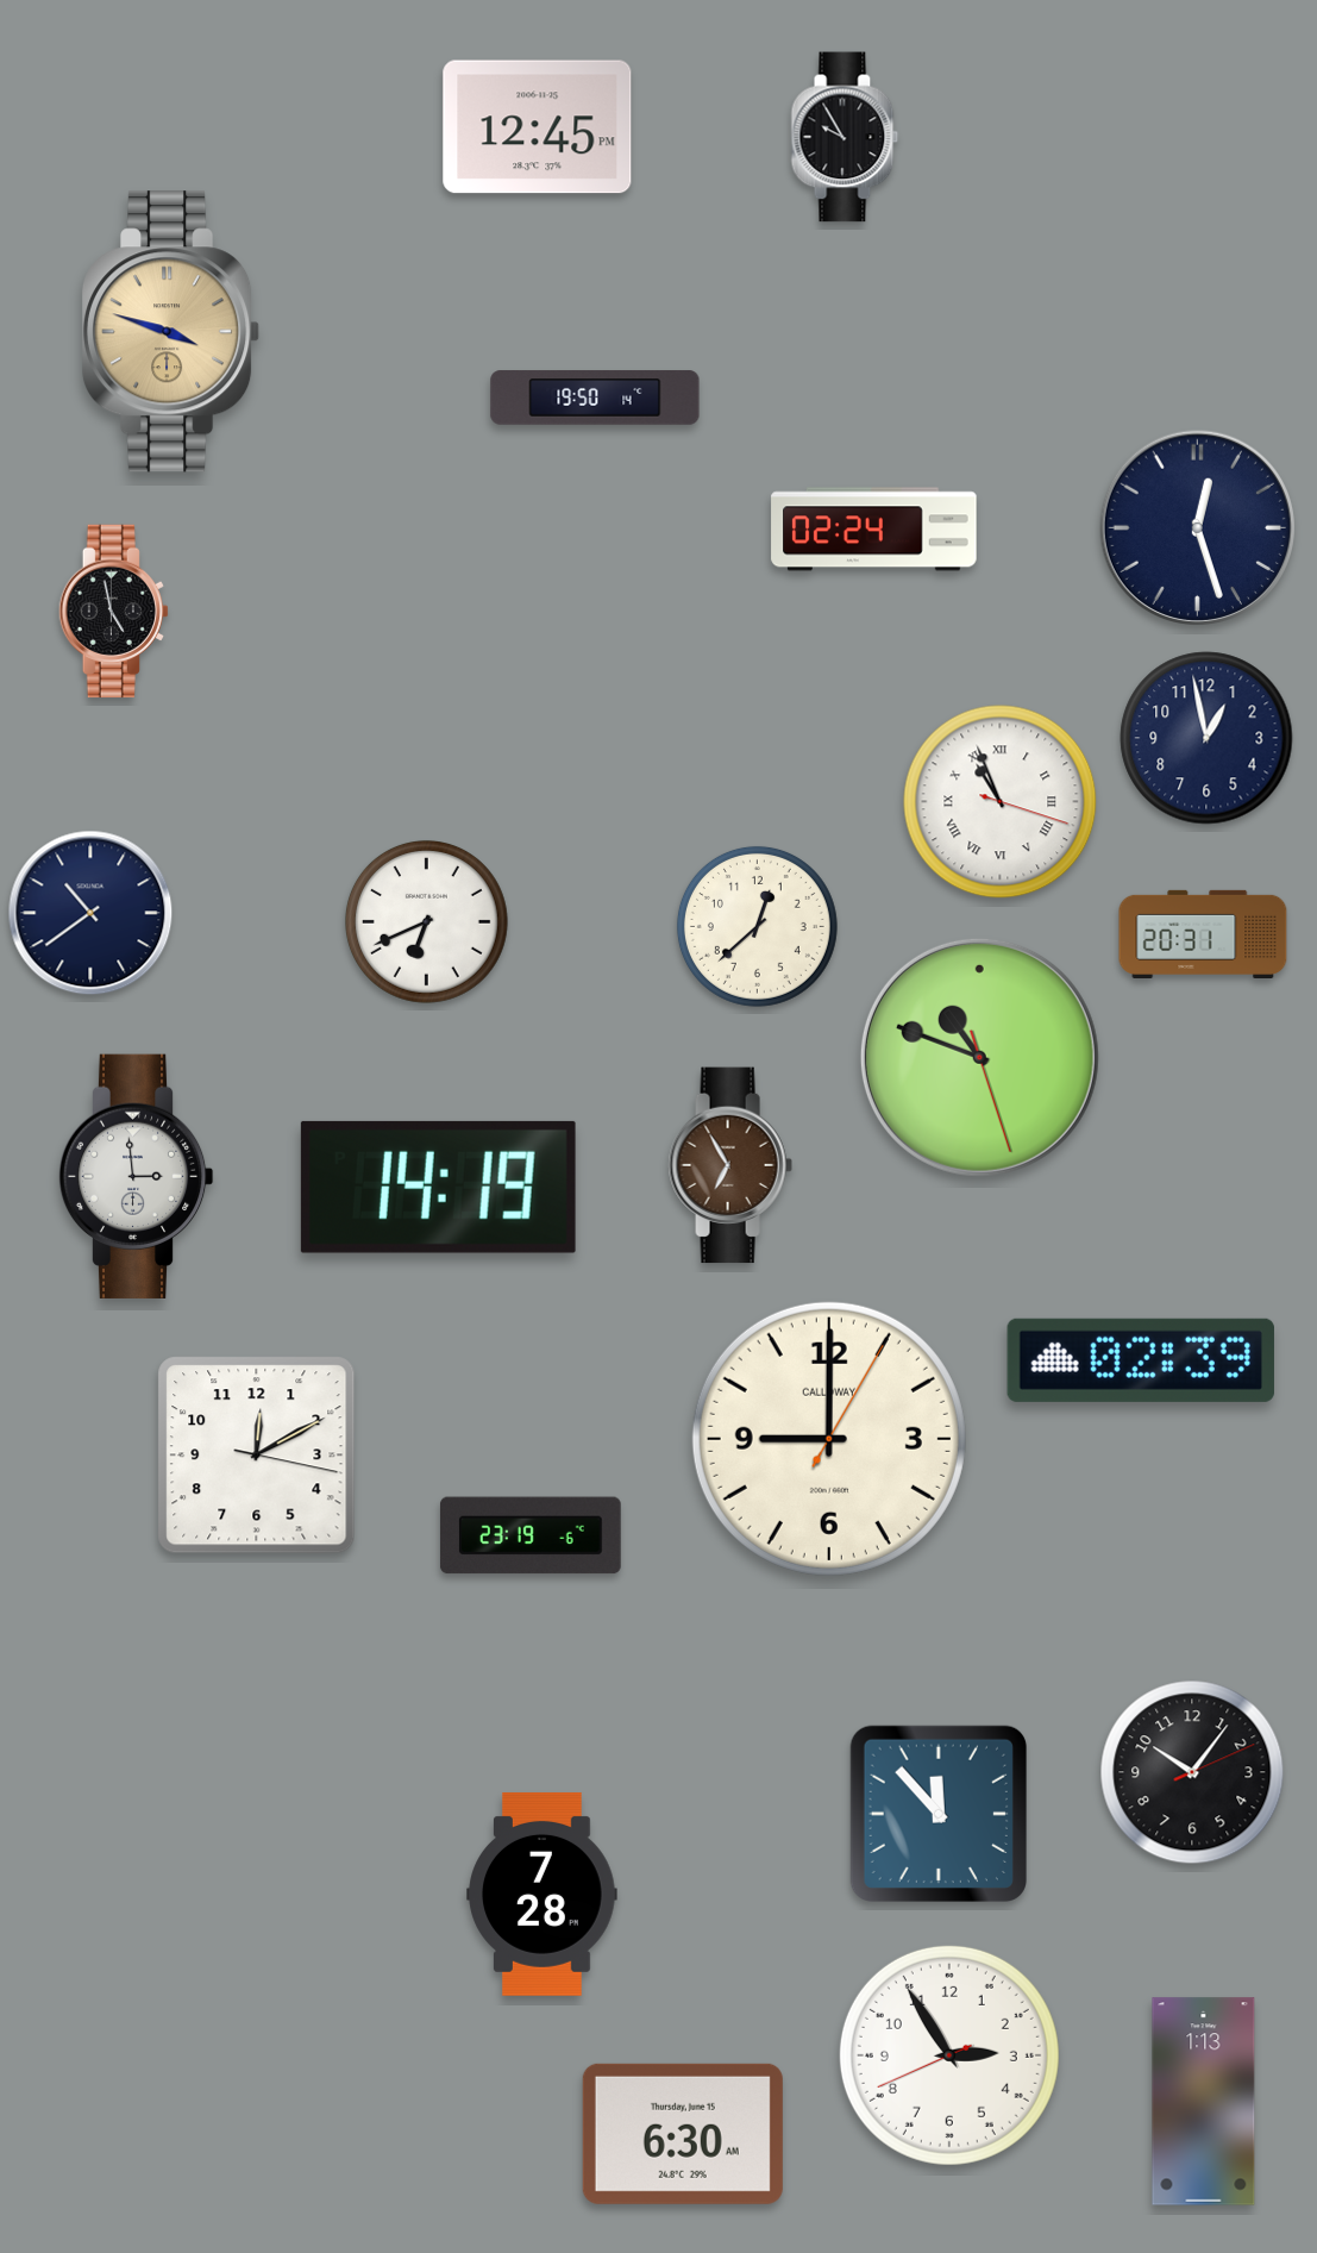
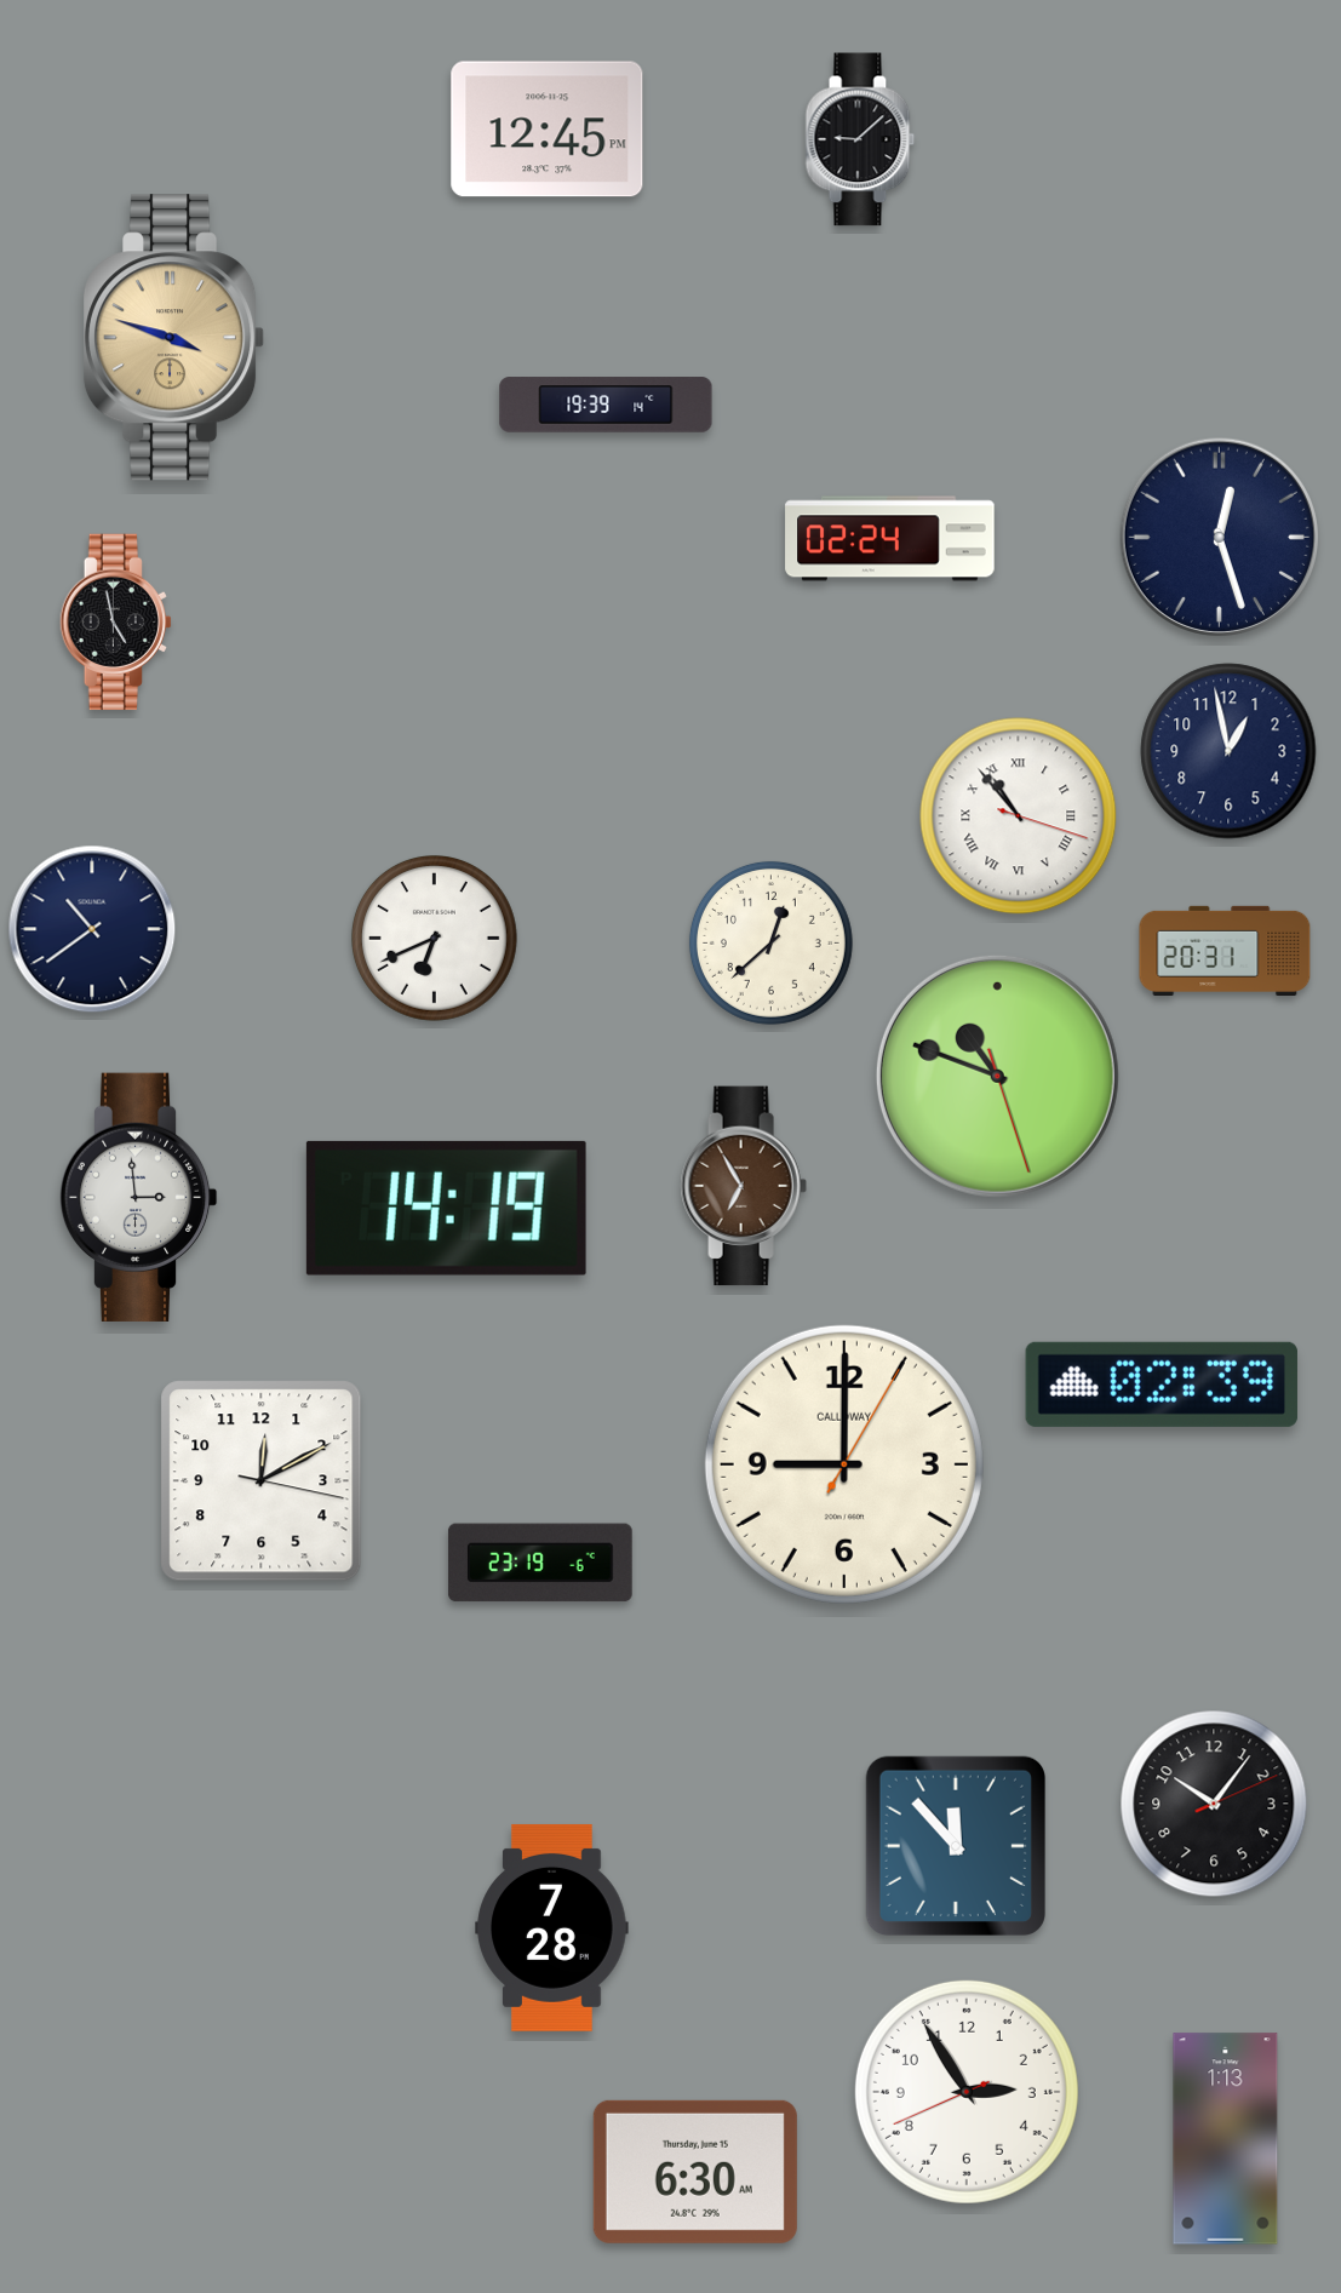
clock at (845, 137): 9:55 -> 9:08
clock at (595, 398): 19:50 -> 19:39
clock at (1001, 802): 10:56 -> 10:53
